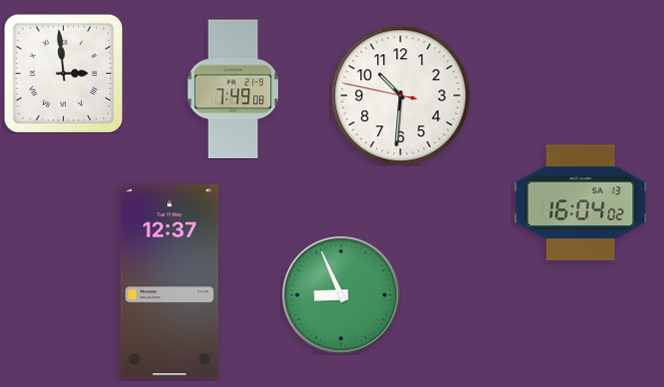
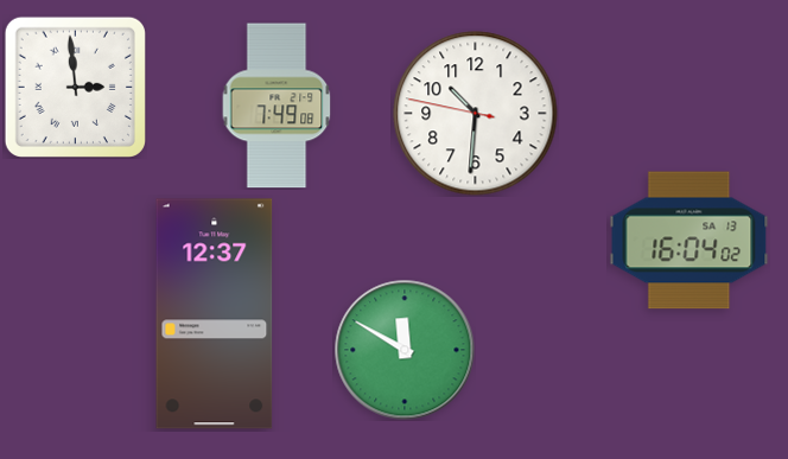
clock at (170, 282) position: (170, 282) -> (215, 314)
clock at (341, 295): 8:56 -> 11:50
